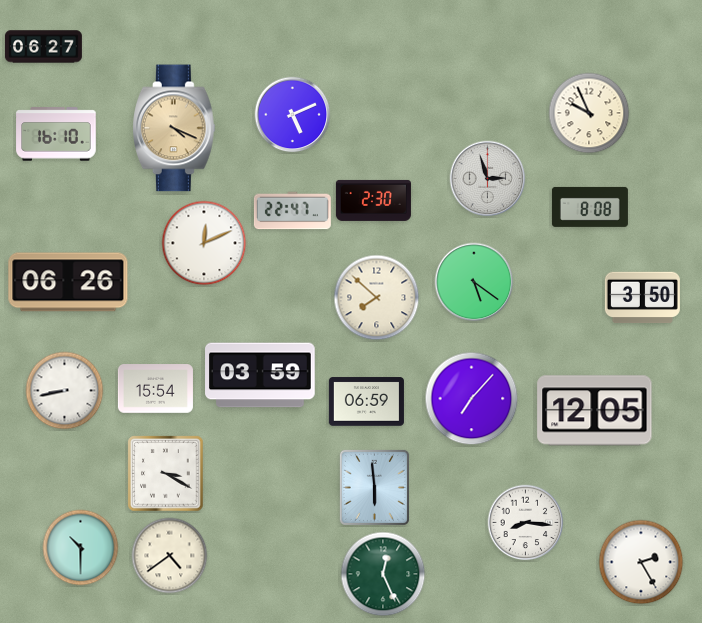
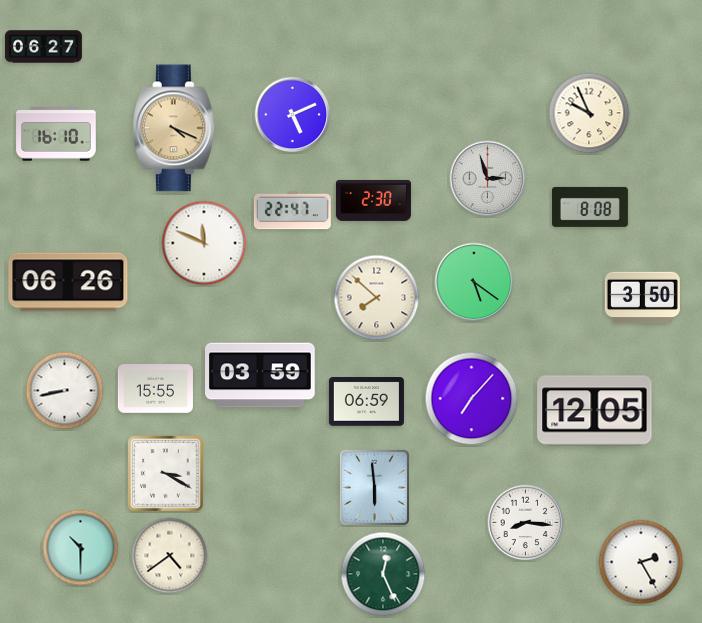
clock at (204, 243): 12:11 -> 11:49
clock at (155, 389): 15:54 -> 15:55
